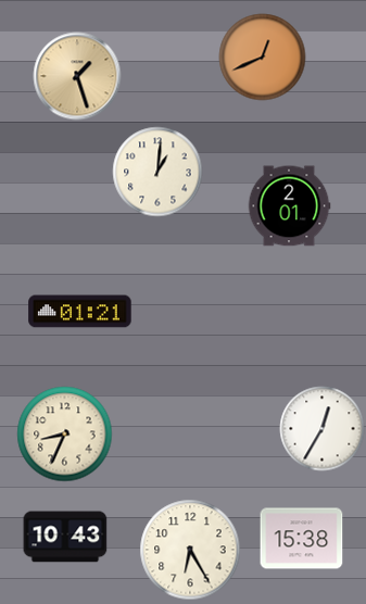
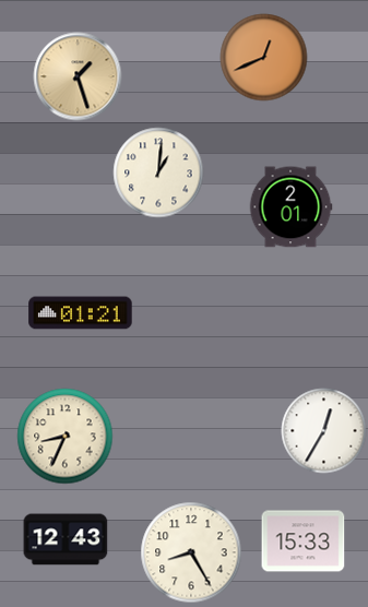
clock at (65, 537): 10:43 -> 12:43
clock at (302, 539): 15:38 -> 15:33
clock at (190, 550): 6:25 -> 8:25
